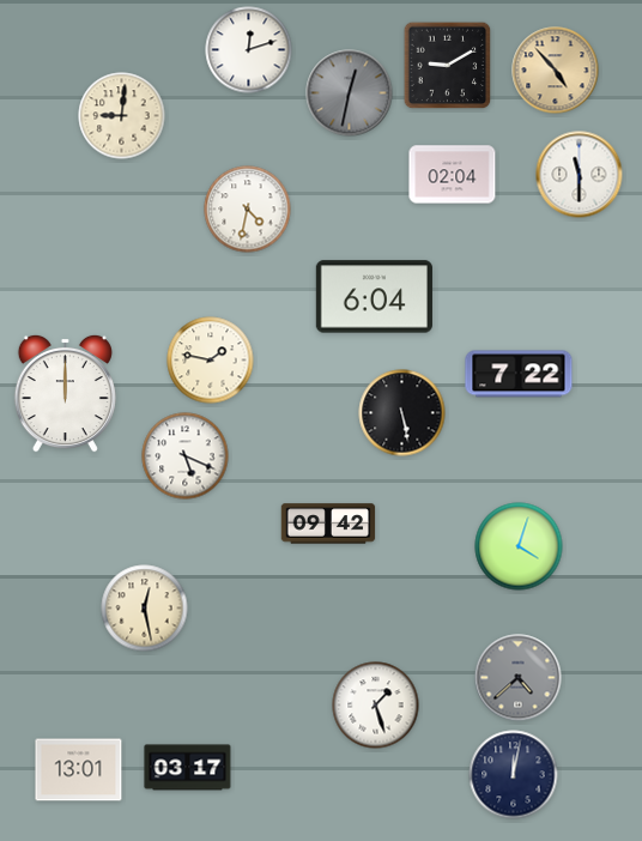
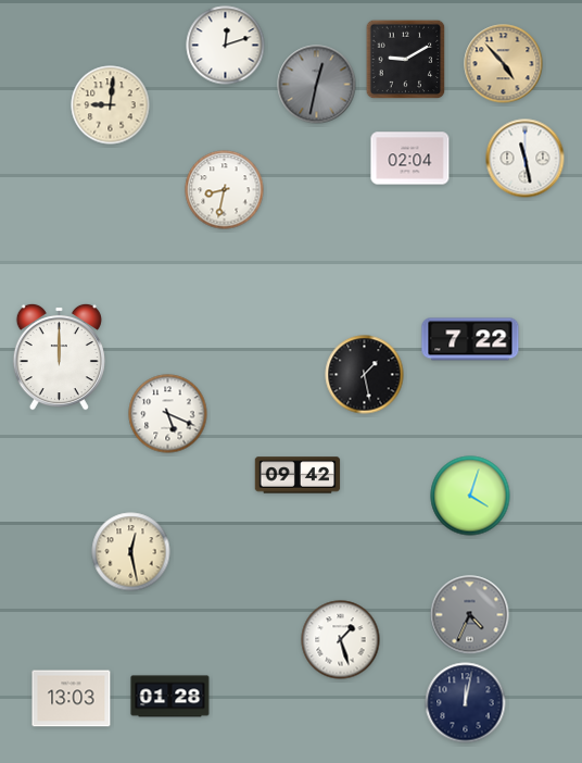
clock at (580, 175): 11:30 -> 11:28
clock at (248, 210): 4:32 -> 8:32
clock at (374, 297): 6:04 -> none
clock at (211, 361): 1:47 -> none
clock at (402, 413): 5:28 -> 1:28
clock at (519, 678): 4:38 -> 4:34
clock at (188, 768): 03:17 -> 01:28
clock at (79, 770): 13:01 -> 13:03
